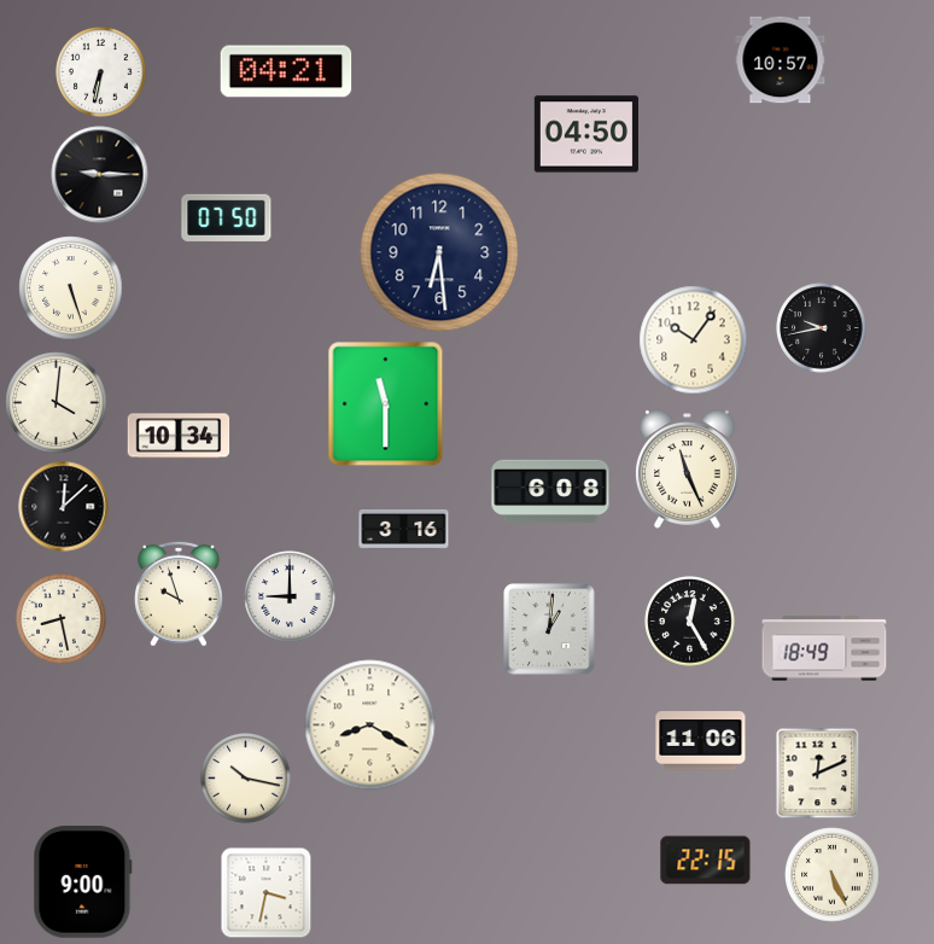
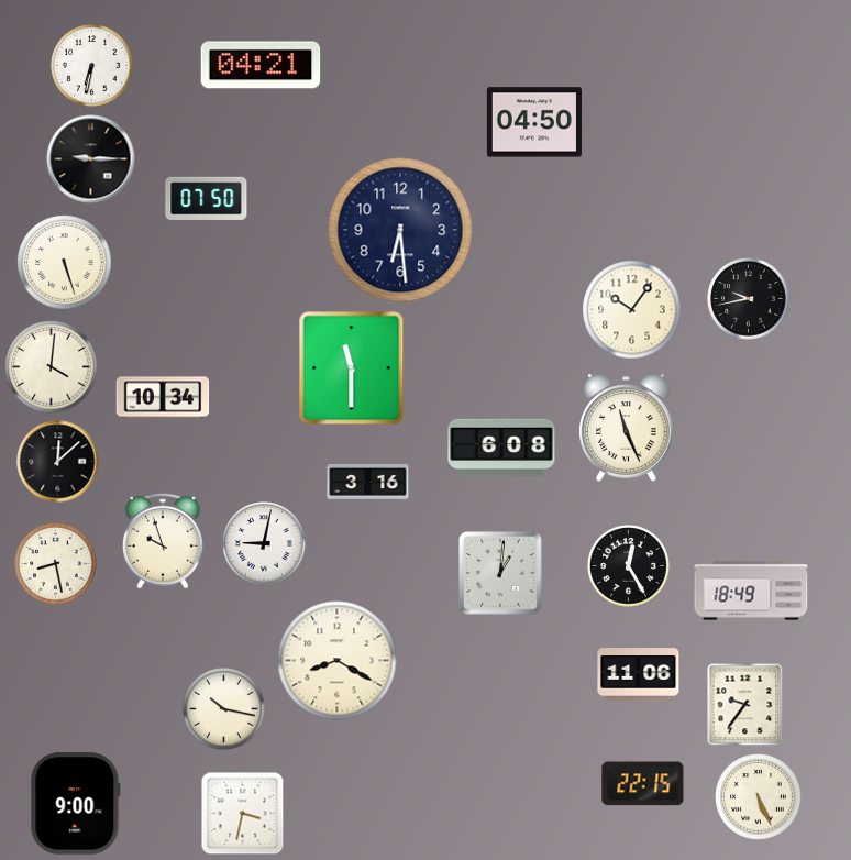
clock at (781, 60): 10:57 -> none
clock at (290, 596): 9:00 -> 9:02
clock at (818, 774): 12:11 -> 9:36
